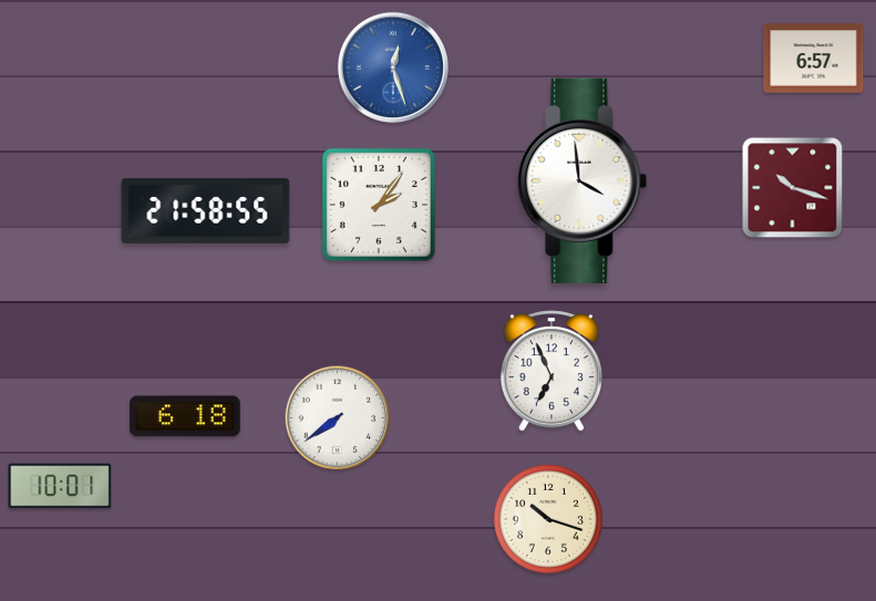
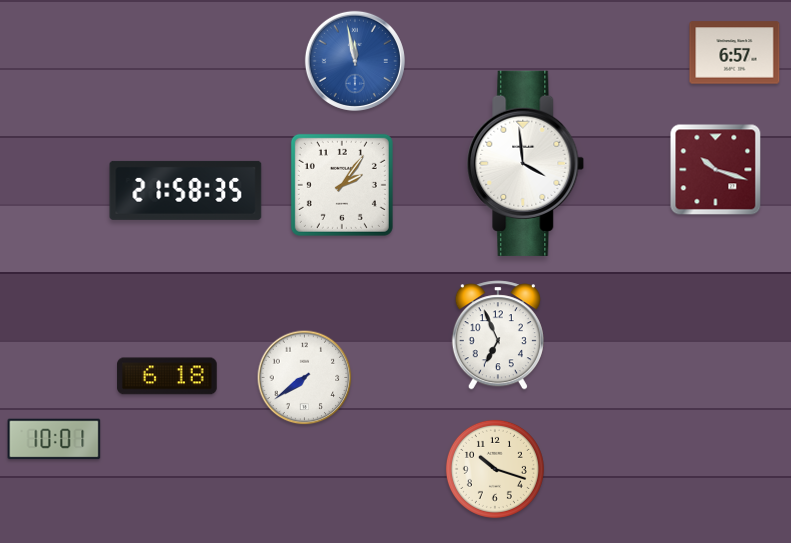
clock at (393, 68): 12:27 -> 11:58
clock at (206, 210): 21:58:55 -> 21:58:35
